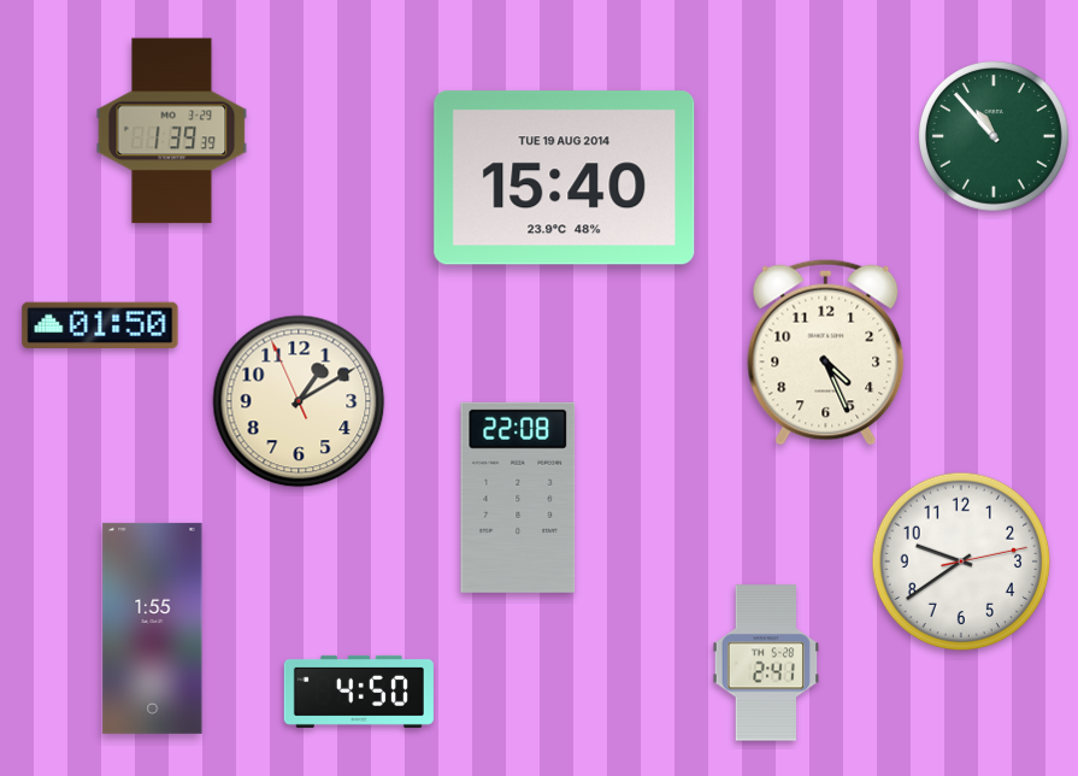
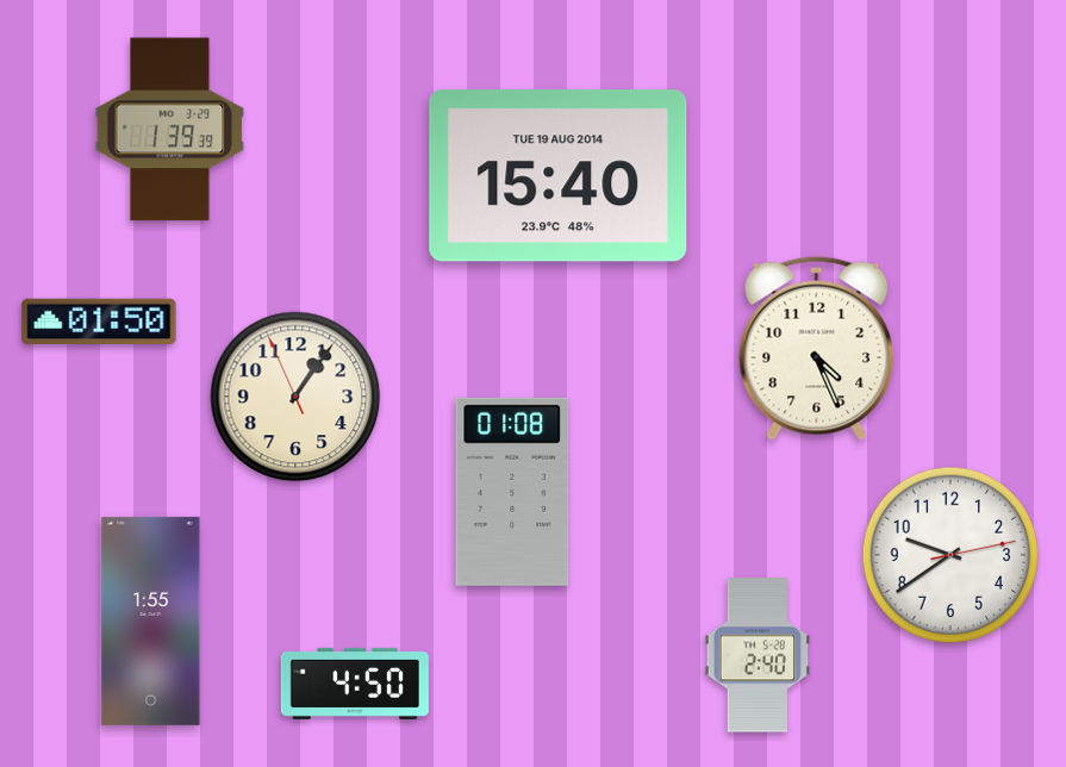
clock at (994, 136): 10:53 -> none
clock at (299, 401): 1:09 -> 1:05
clock at (518, 498): 22:08 -> 01:08
clock at (766, 663): 2:41 -> 2:40
